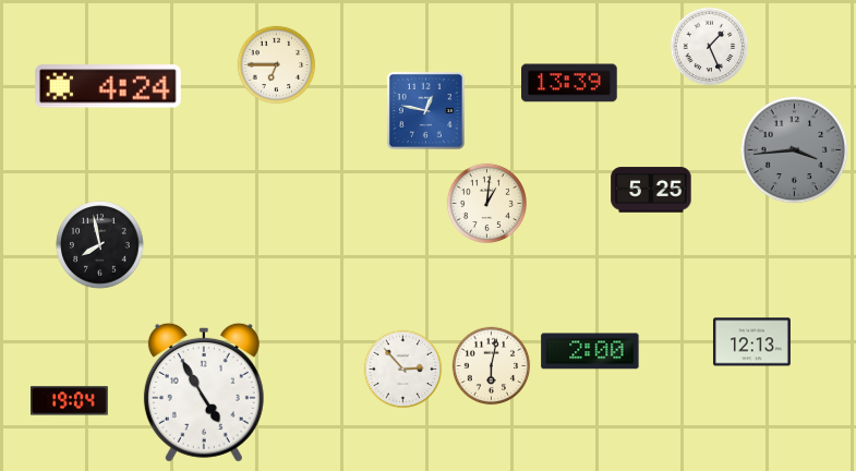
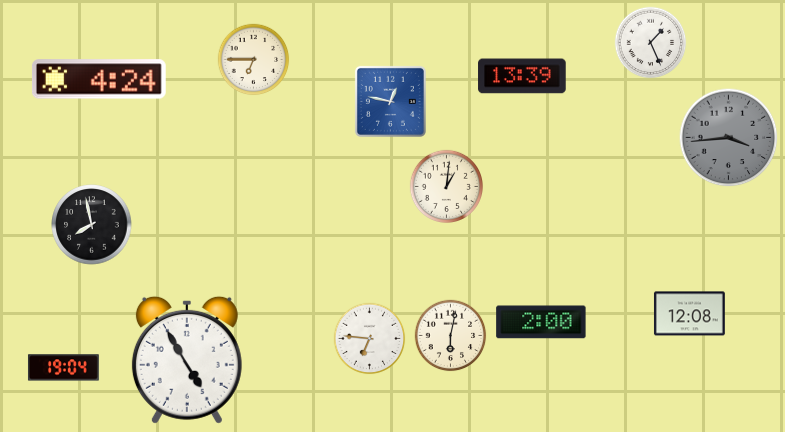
clock at (651, 190): 5:25 -> none
clock at (751, 342): 12:13 -> 12:08
clock at (403, 370): 2:53 -> 6:46
